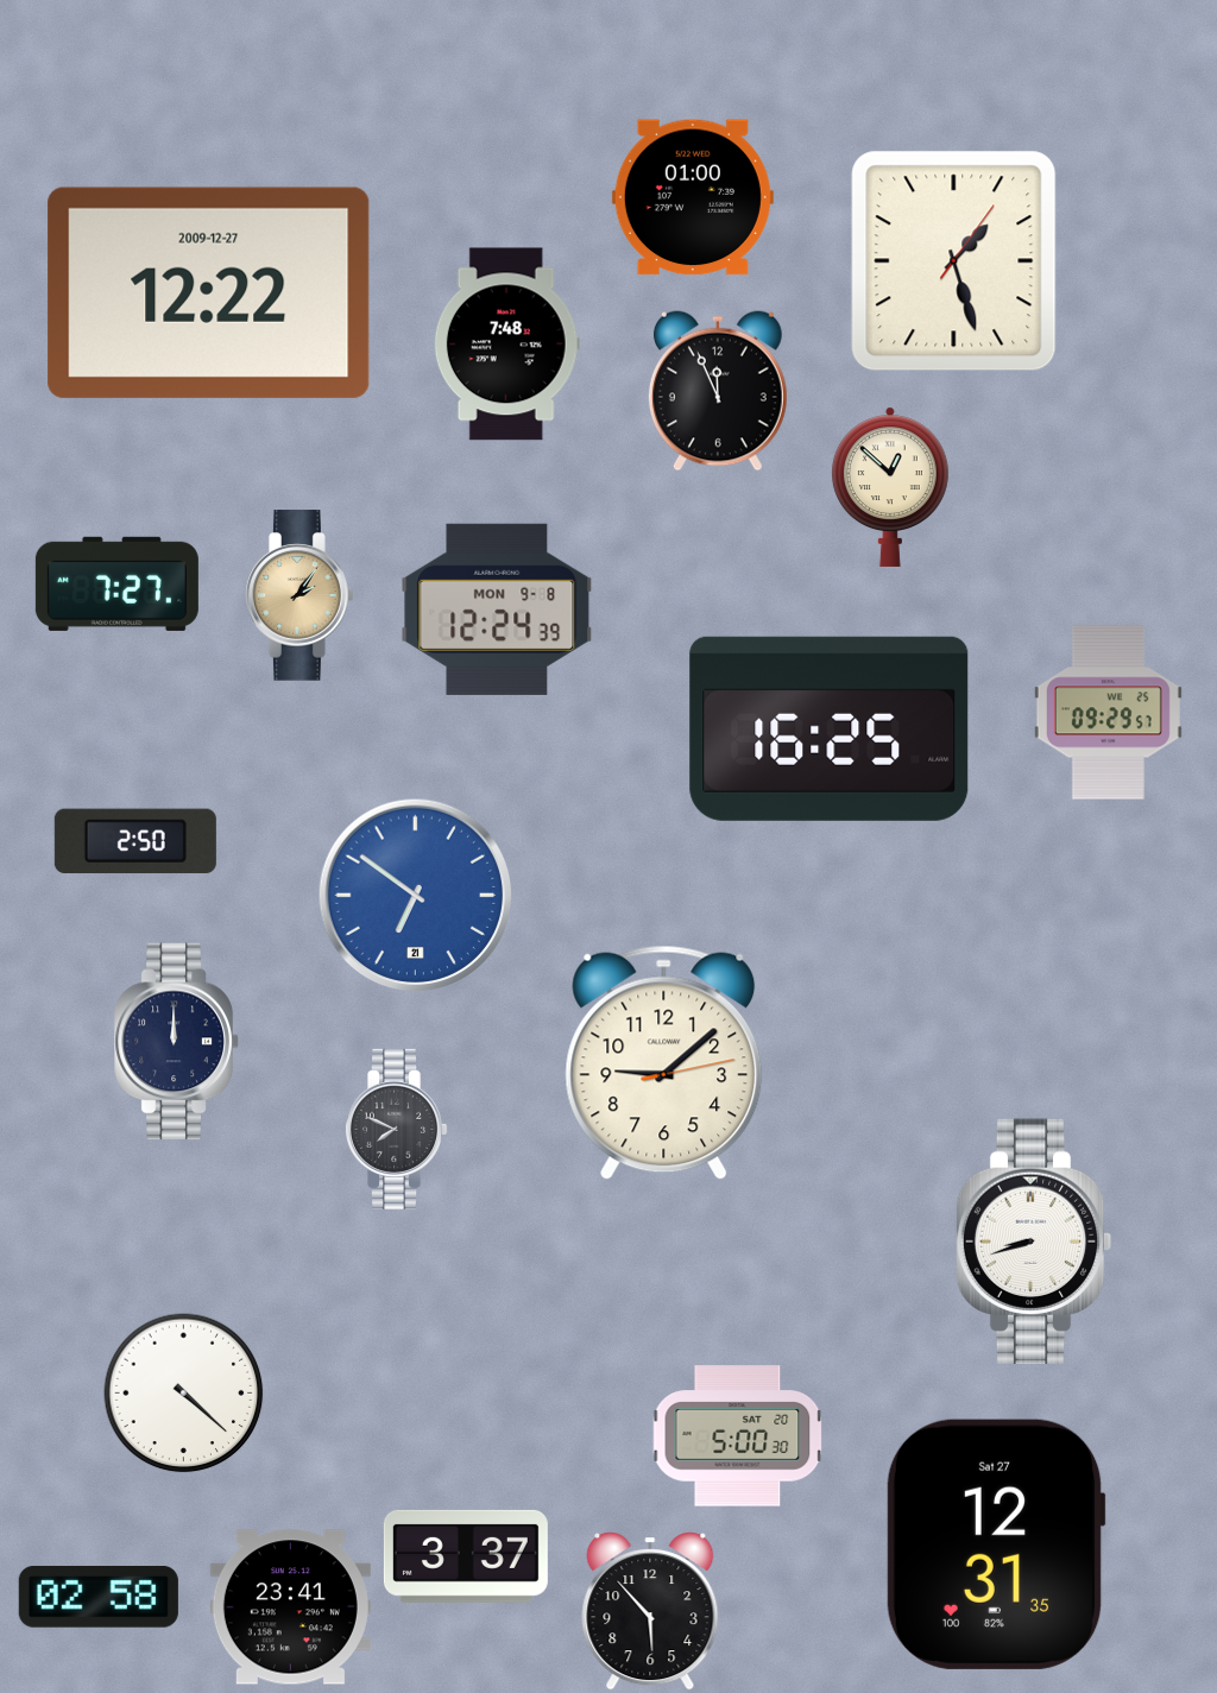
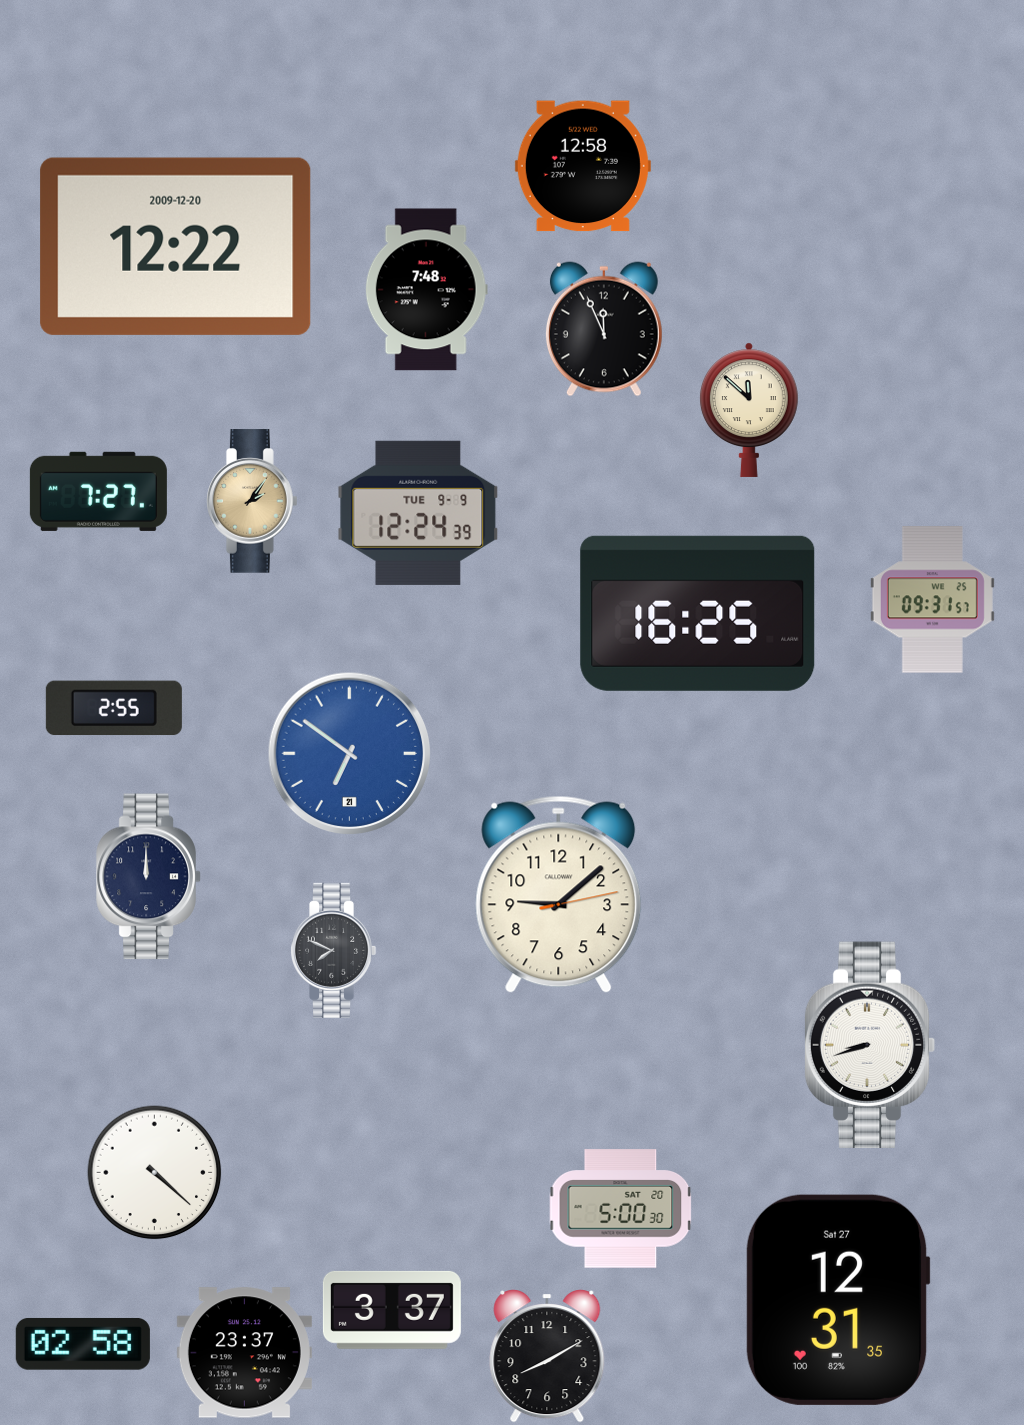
clock at (693, 197): 01:00 -> 12:58
clock at (954, 261): 1:27 -> none
clock at (209, 292) date: 2009-12-27 -> 2009-12-20
clock at (890, 487): 12:52 -> 11:52
clock at (497, 609) date: MON 9-8 -> TUE 9-9
clock at (1108, 713): 09:29 -> 09:31
clock at (135, 841): 2:50 -> 2:55
clock at (290, 1607): 23:41 -> 23:37
clock at (650, 1611): 5:53 -> 8:10
